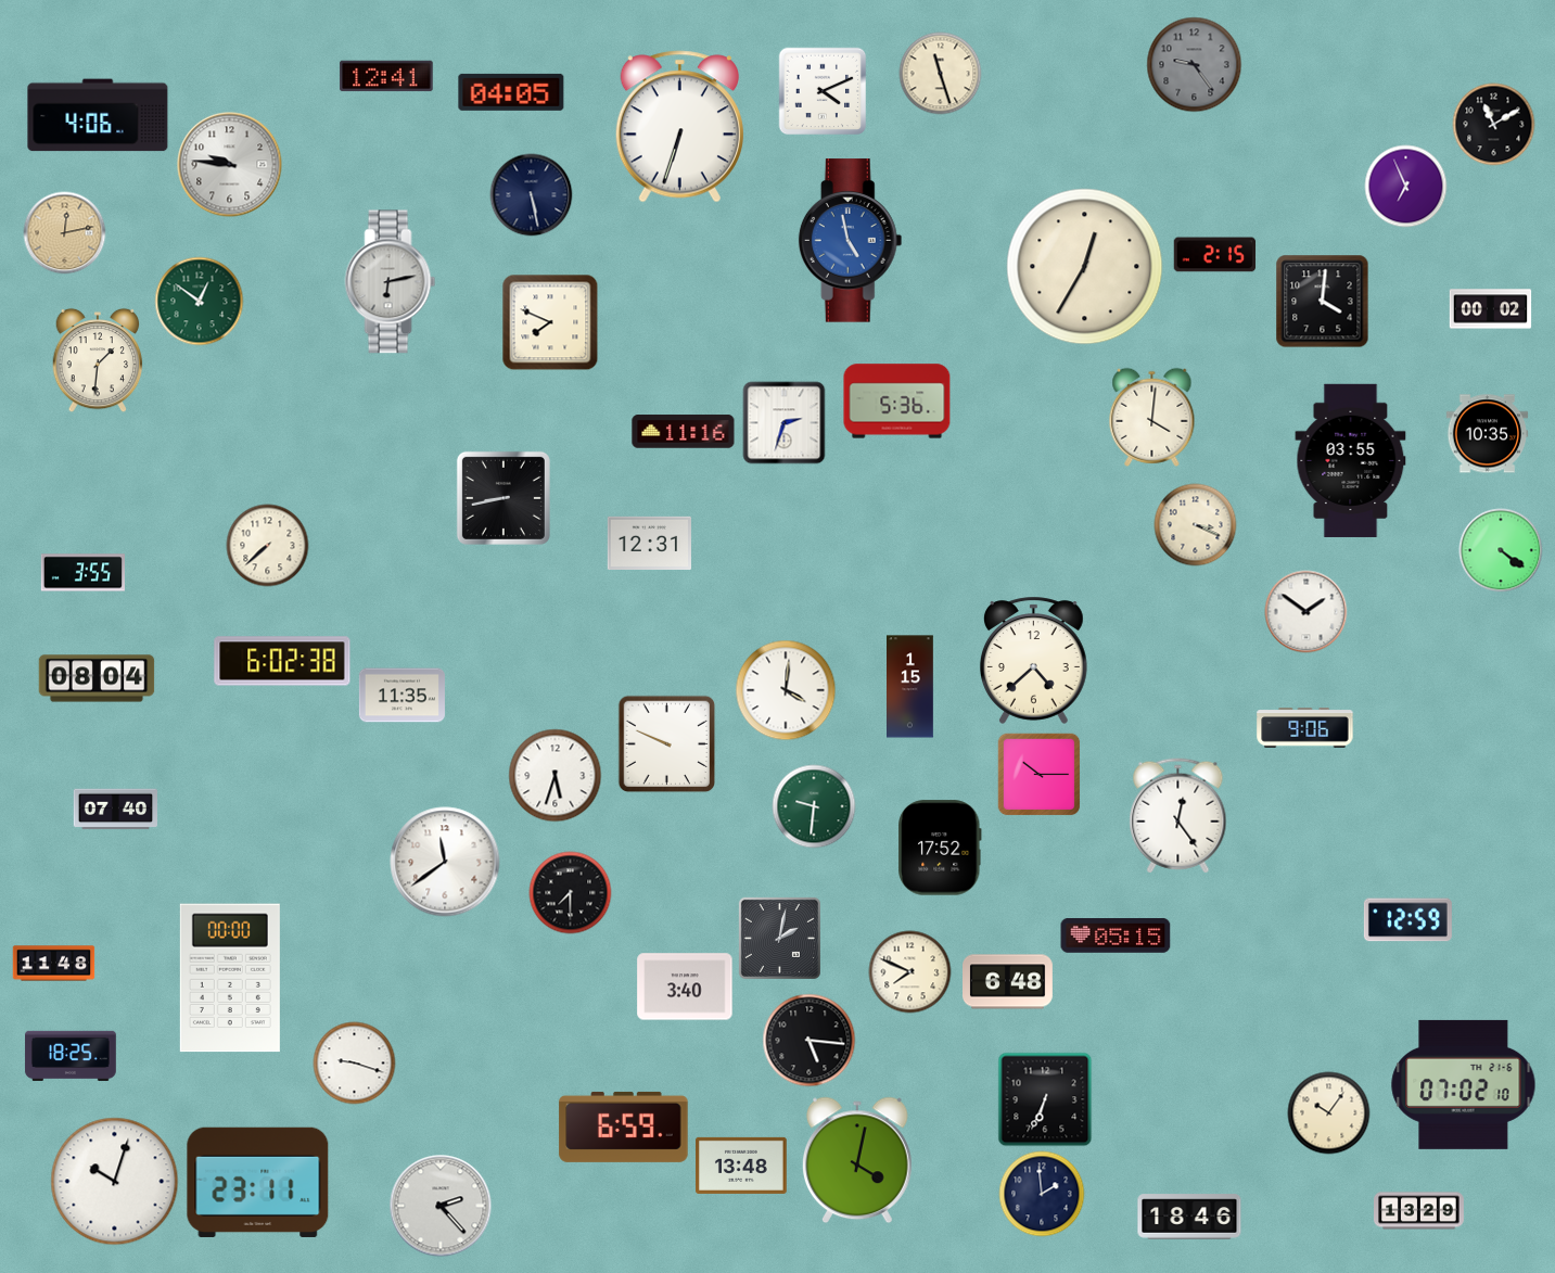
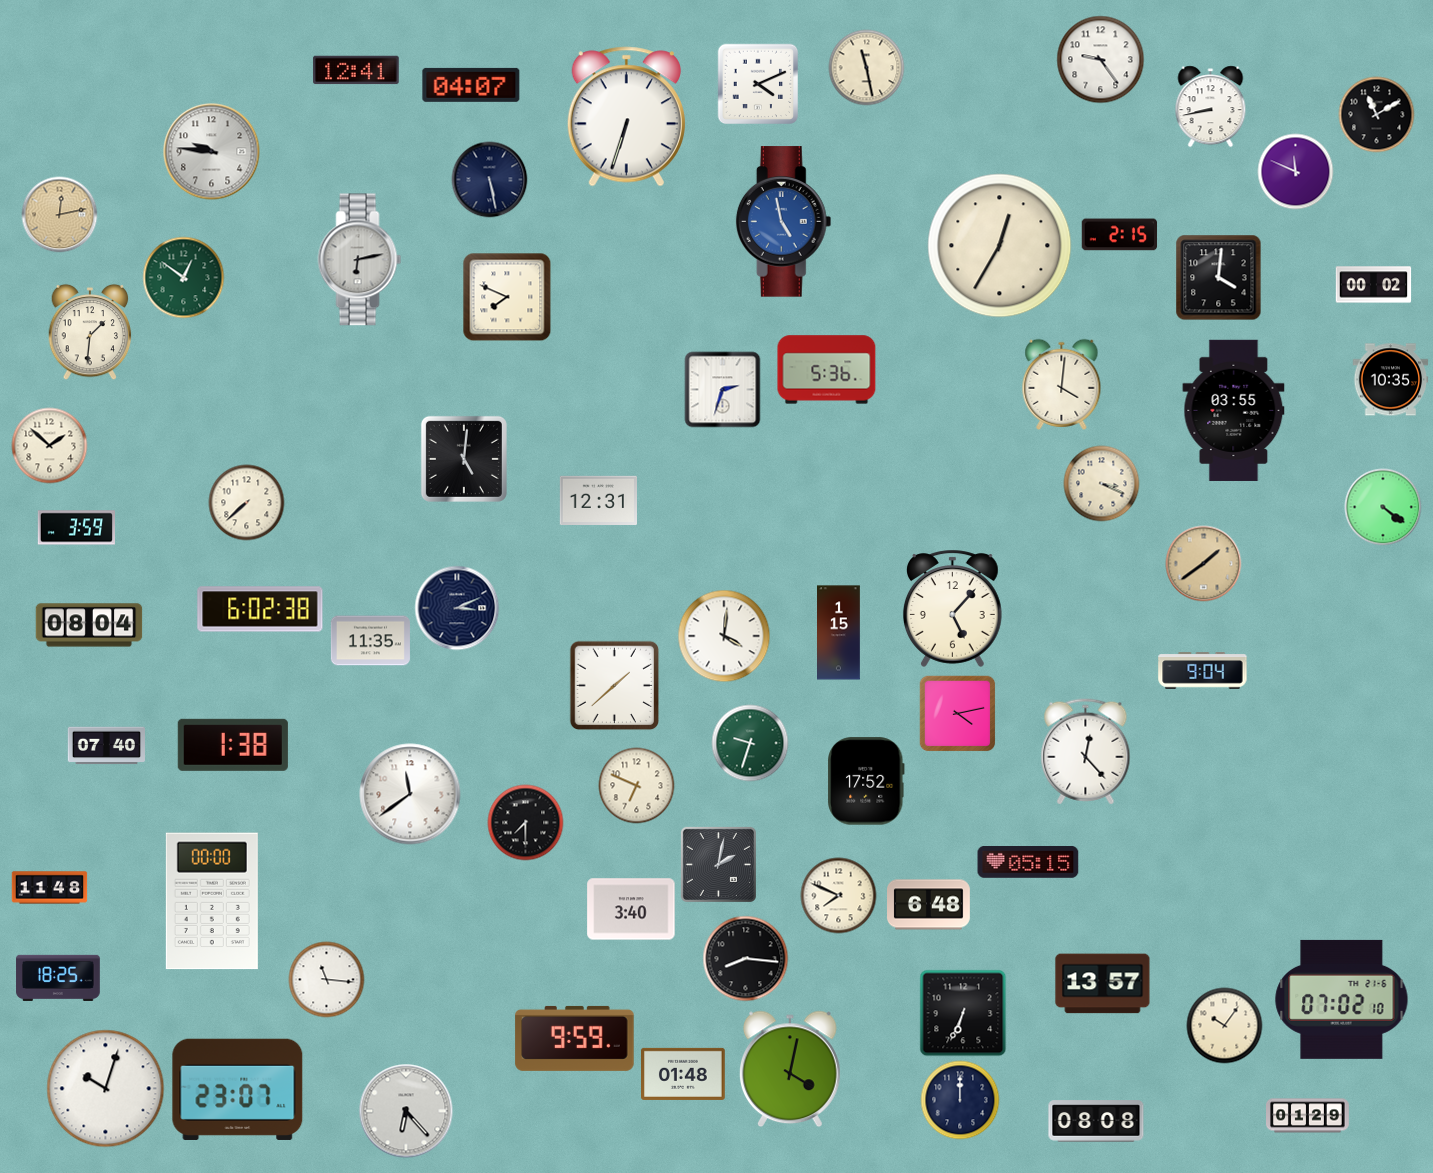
clock at (1195, 65) dial: grey -> white
clock at (941, 74): 11:27 -> 11:28
clock at (511, 92): 04:05 -> 04:07
clock at (98, 115): 4:06 -> none
clock at (1211, 107): none -> 8:43
clock at (1406, 187): 6:56 -> 11:49
clock at (684, 432): 11:16 -> none
clock at (1488, 434) position: (1488, 434) -> (1391, 380)
clock at (1351, 460) position: (1351, 460) -> (1234, 410)
clock at (50, 446): none -> 1:52
clock at (504, 498): 8:43 -> 5:01
clock at (82, 573): 3:55 -> 3:59
clock at (1307, 612): 1:51 -> 1:39
clock at (1307, 612) dial: white -> champagne
clock at (457, 608): none -> 3:11
clock at (1033, 660): 4:38 -> 5:07
clock at (1305, 728): 9:06 -> 9:04
clock at (667, 744): 9:49 -> 1:38
clock at (1038, 774): 10:15 -> 4:13
clock at (556, 776): 5:33 -> none
clock at (814, 806): 9:31 -> 9:33
clock at (233, 745): none -> 1:38
clock at (1178, 816): 12:24 -> 12:23
clock at (637, 786): none -> 6:49
clock at (1407, 920): 12:59 -> none
clock at (810, 1041): 5:16 -> 8:16
clock at (71, 1055) position: (71, 1055) -> (58, 977)
clock at (355, 1064): 9:18 -> 11:16
clock at (1103, 984): none -> 13:57
clock at (1464, 1084) position: (1464, 1084) -> (1342, 999)
clock at (624, 1126): 6:59 -> 9:59
clock at (742, 1166): 13:48 -> 01:48
clock at (258, 1182): 23:11 -> 23:07
clock at (1042, 1194): 1:59 -> 12:00
clock at (441, 1206): 2:23 -> 6:23
clock at (1419, 1211): 13:29 -> 01:29
clock at (1189, 1217): 18:46 -> 08:08
